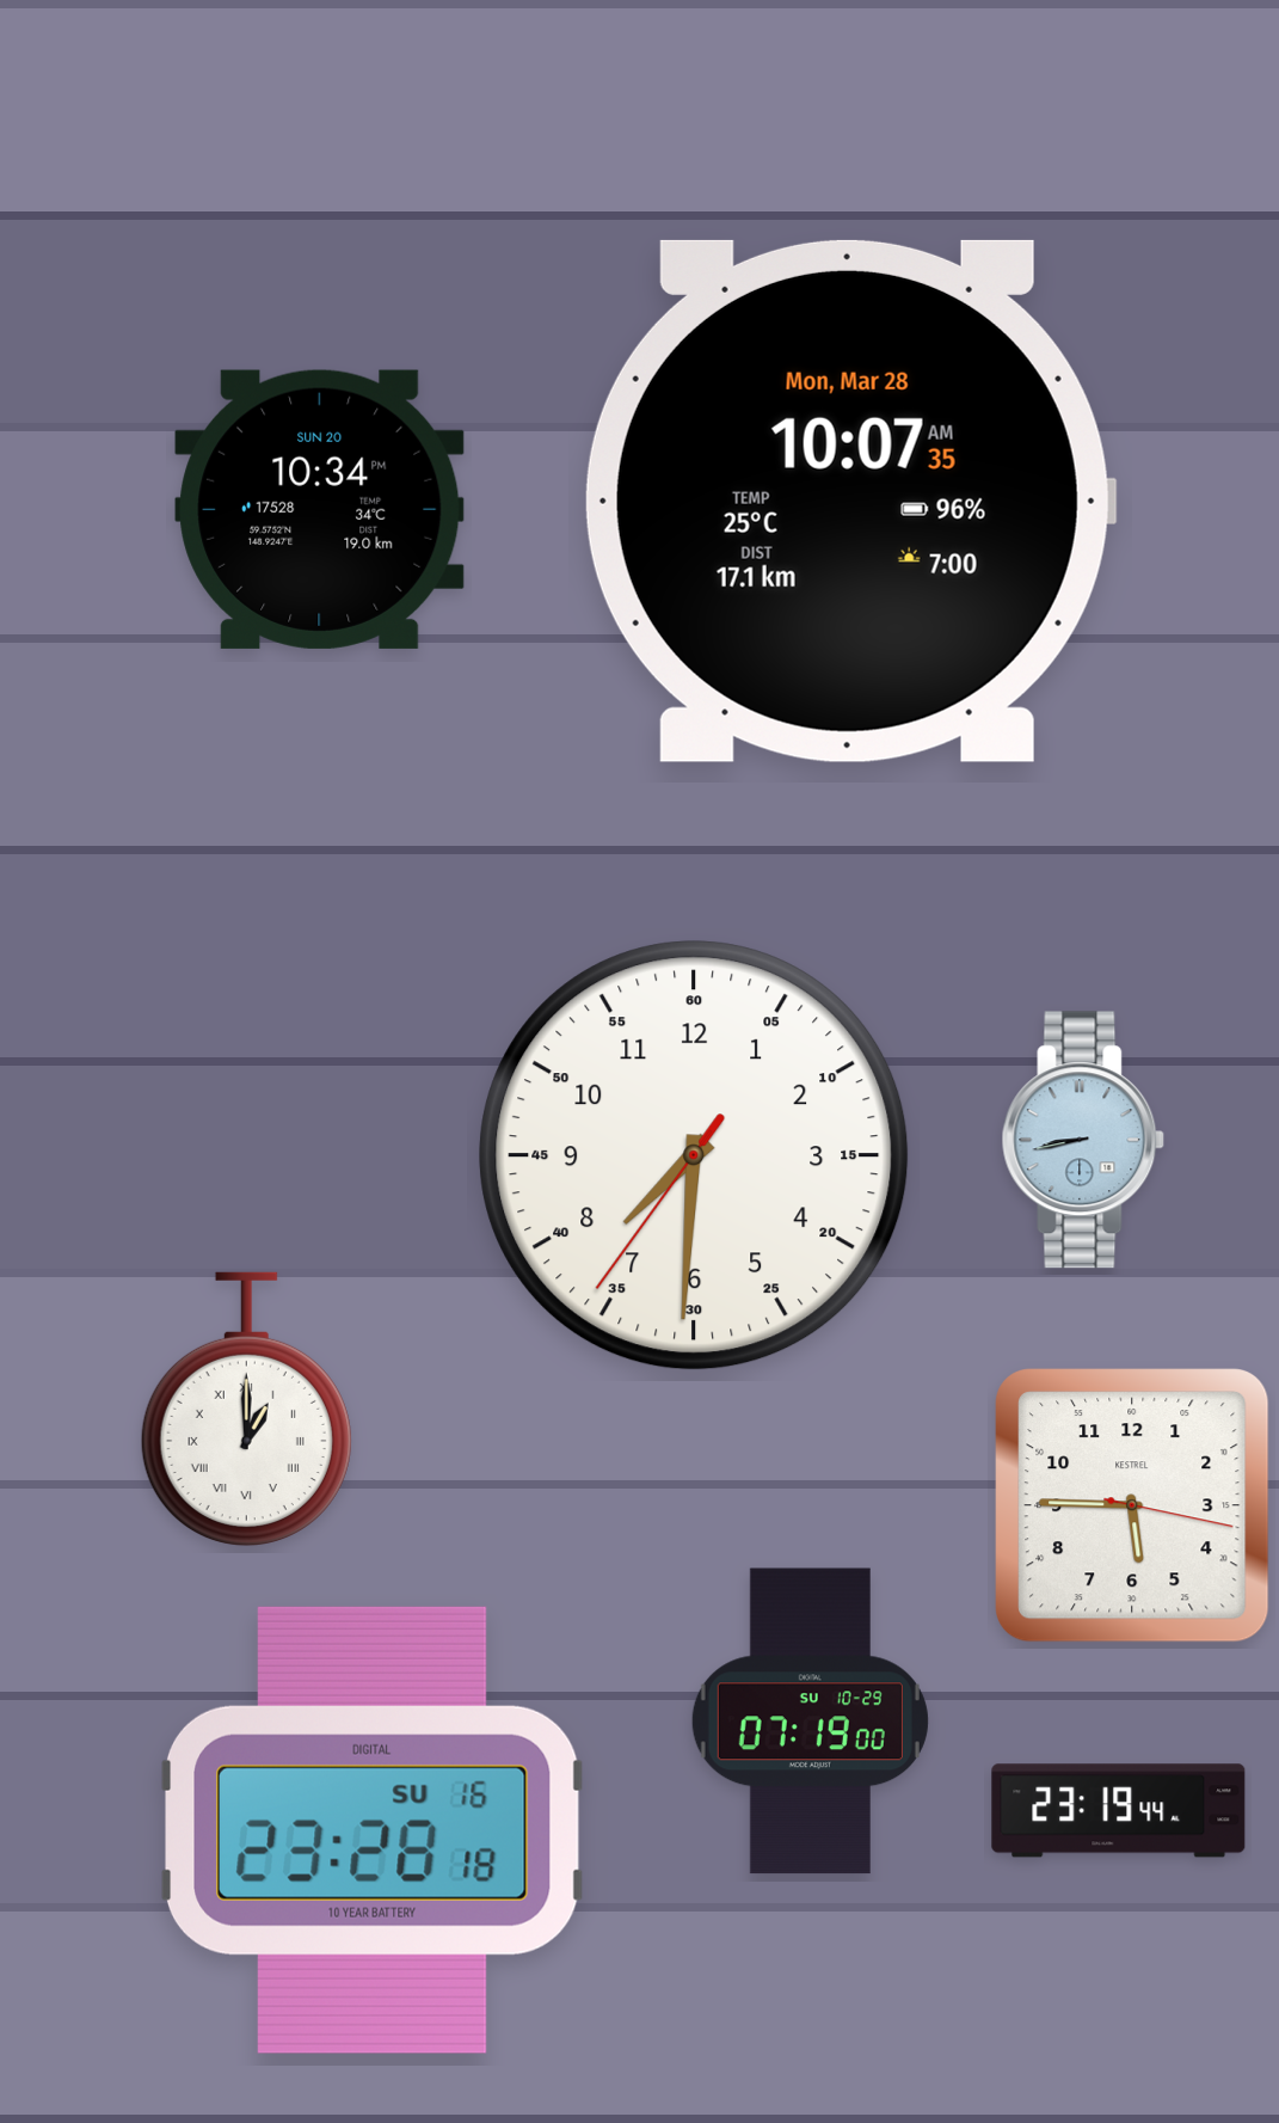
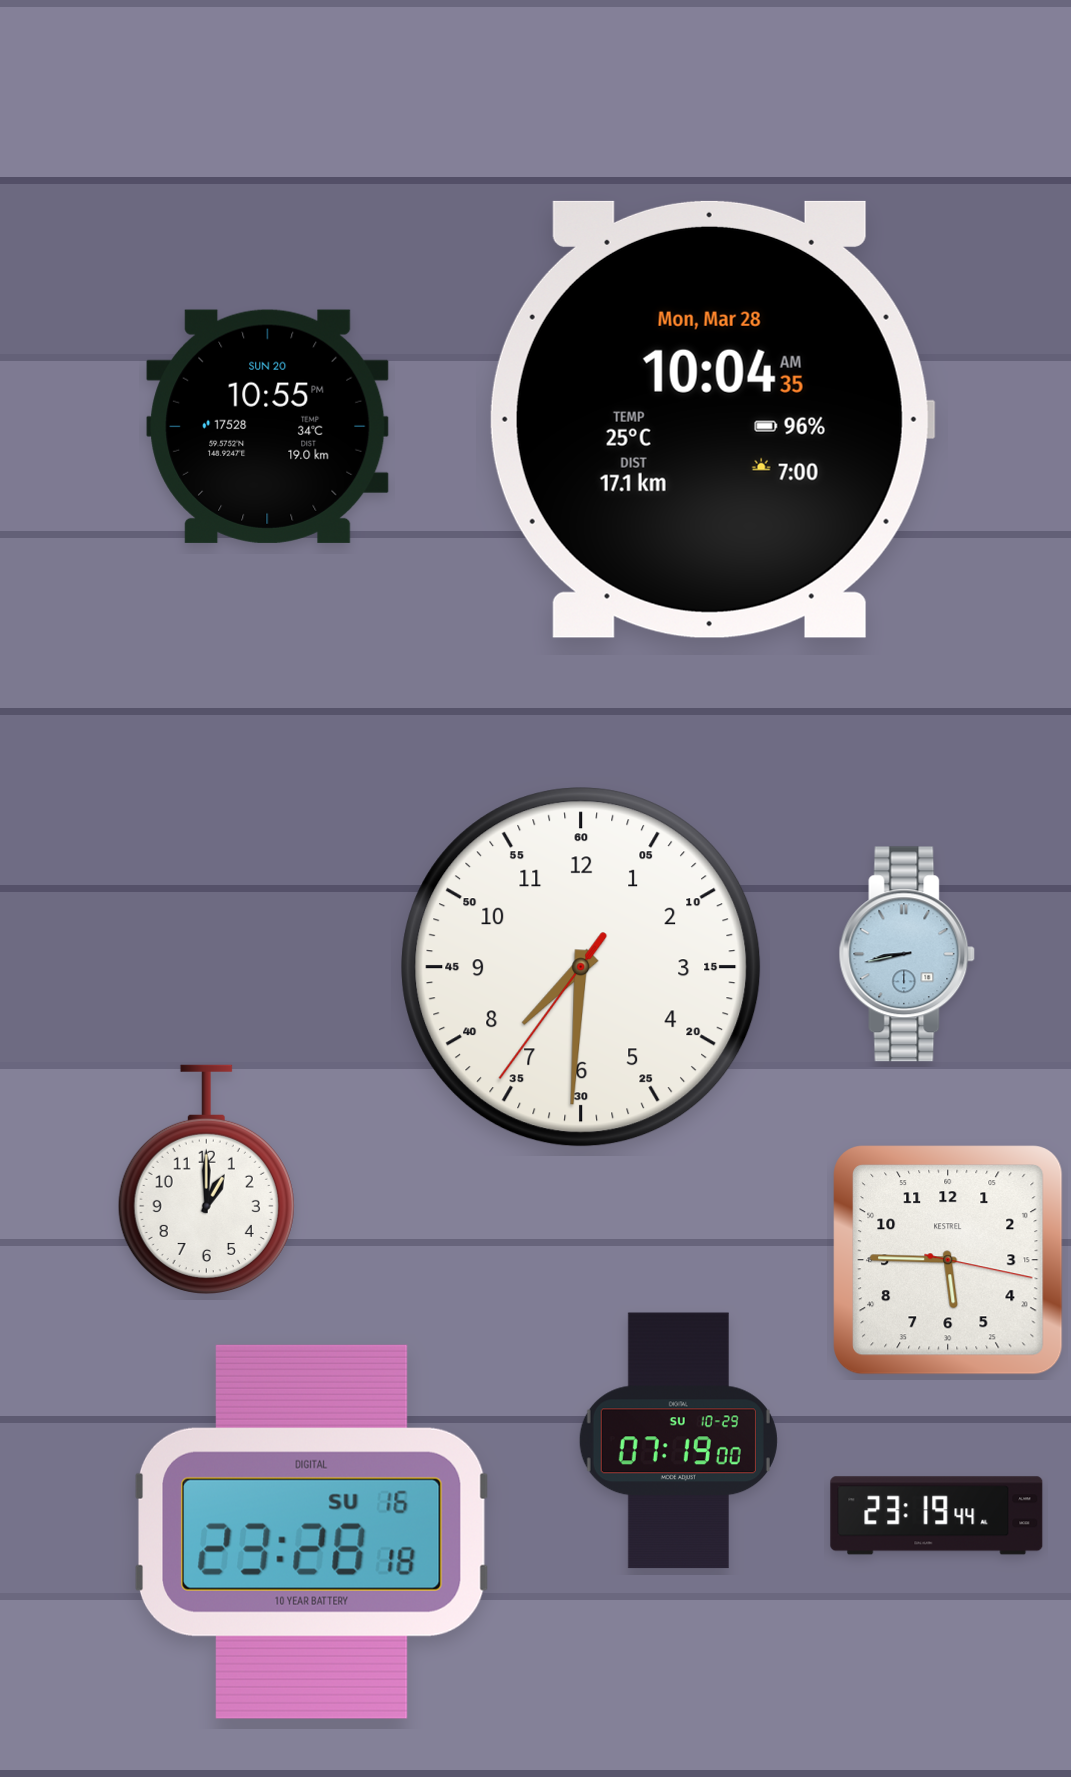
clock at (850, 501): 10:07 -> 10:04
clock at (320, 509): 10:34 -> 10:55
clock at (246, 1410) numerals: Roman -> Arabic
